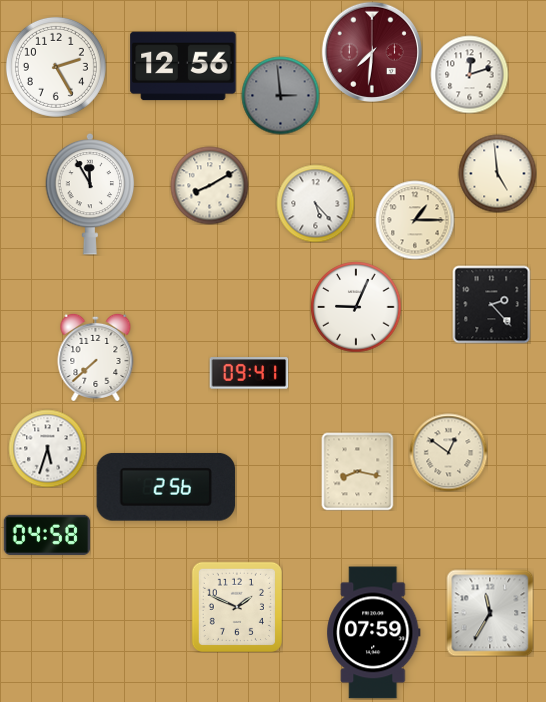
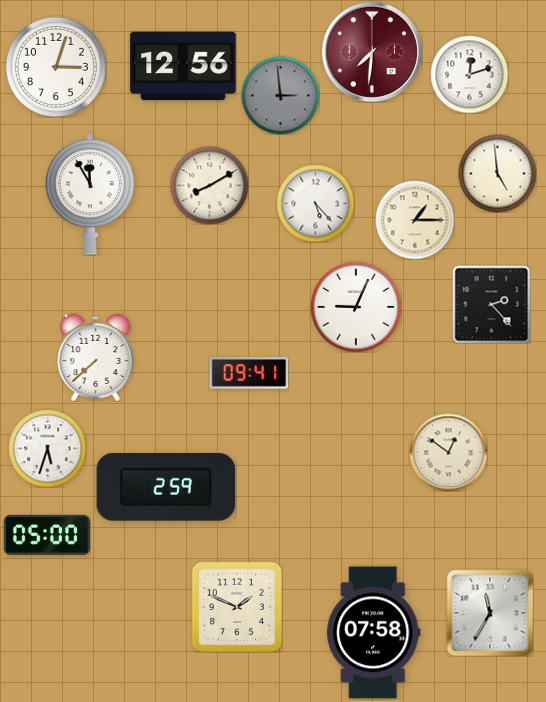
clock at (56, 67): 2:25 -> 3:03
clock at (358, 471): 8:17 -> none
clock at (166, 487): 2:56 -> 2:59
clock at (47, 535): 04:58 -> 05:00
clock at (374, 633): 07:59 -> 07:58
